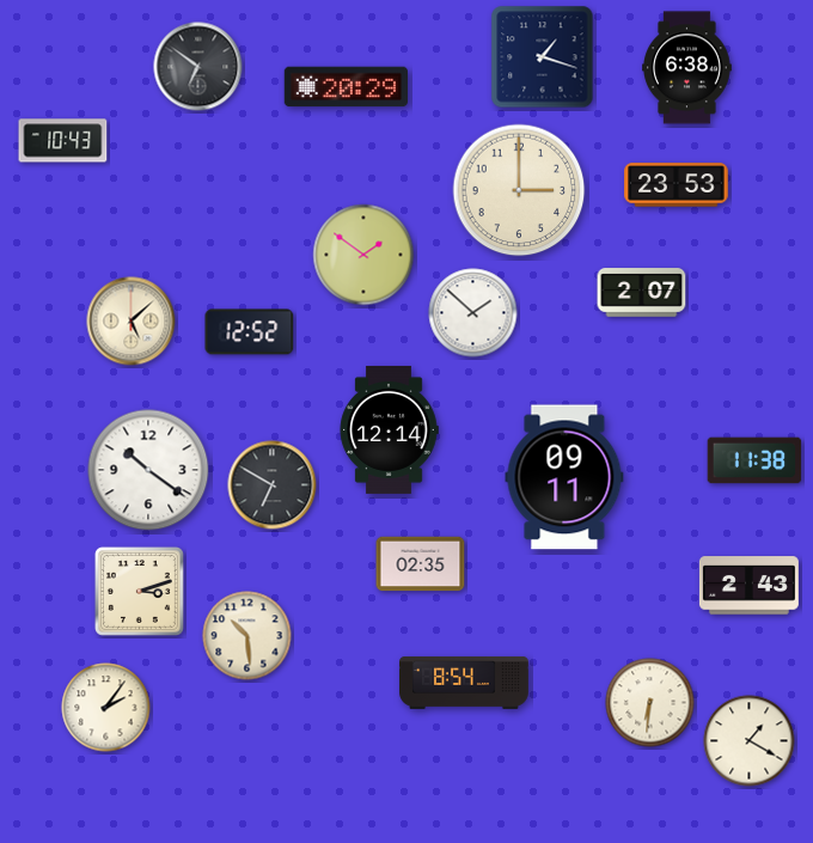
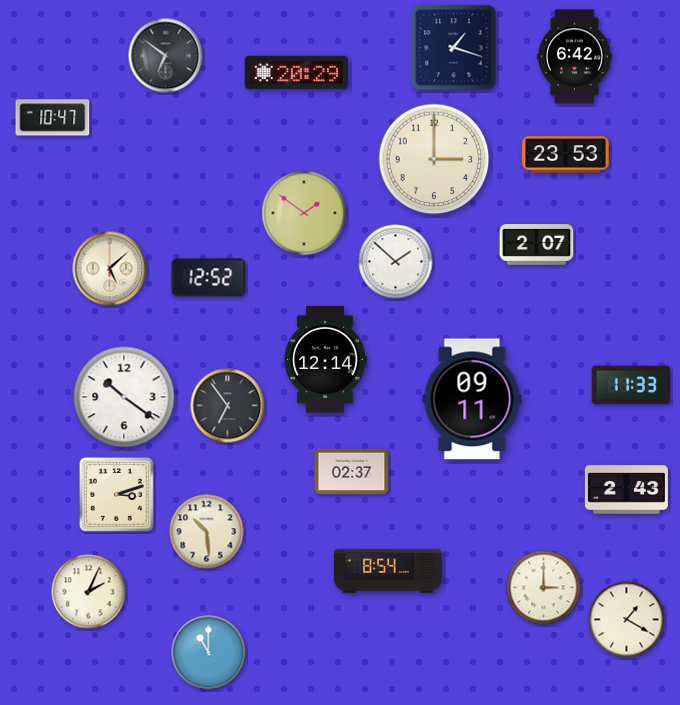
clock at (687, 68): 6:38 -> 6:42
clock at (346, 87) position: (346, 87) -> (296, 73)
clock at (63, 141): 10:43 -> 10:47
clock at (754, 460): 11:38 -> 11:33
clock at (148, 470) position: (148, 470) -> (124, 397)
clock at (273, 485): 6:50 -> 6:54
clock at (421, 564): 02:35 -> 02:37
clock at (650, 703): 6:31 -> 3:00
clock at (106, 708): 2:06 -> 2:04
clock at (209, 653): none -> 11:00
